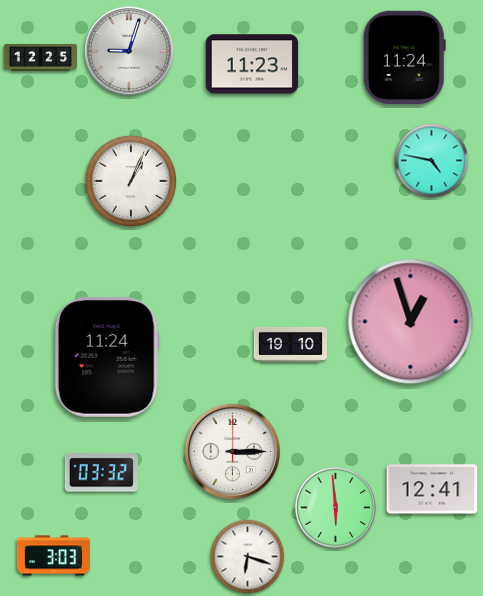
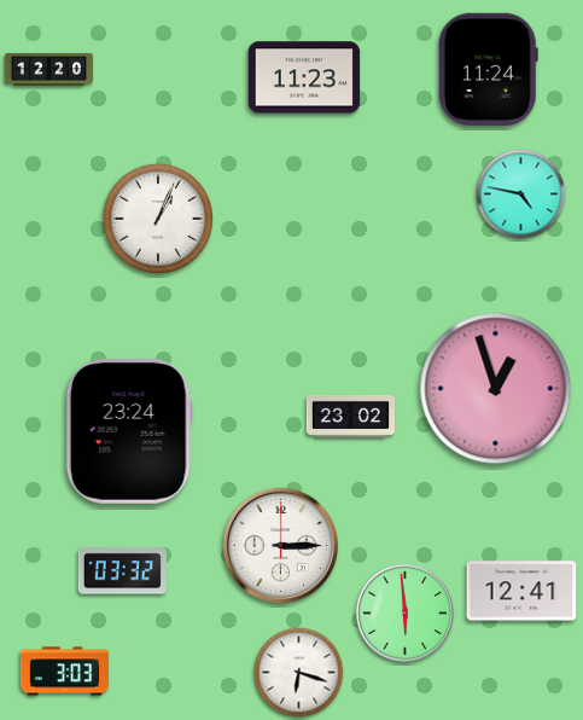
clock at (128, 50): 9:03 -> none
clock at (41, 57): 12:25 -> 12:20
clock at (290, 345): 19:10 -> 23:02
clock at (107, 357): 11:24 -> 23:24
